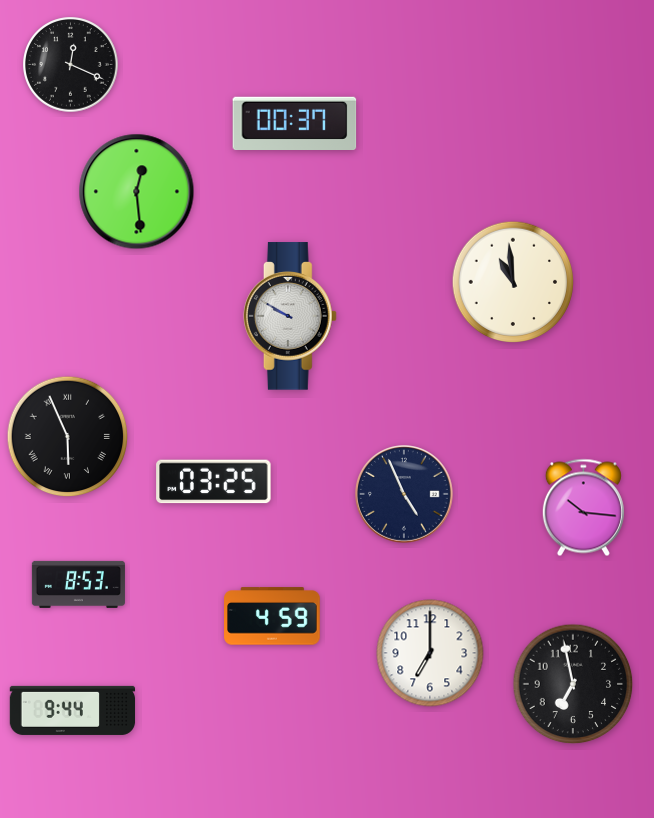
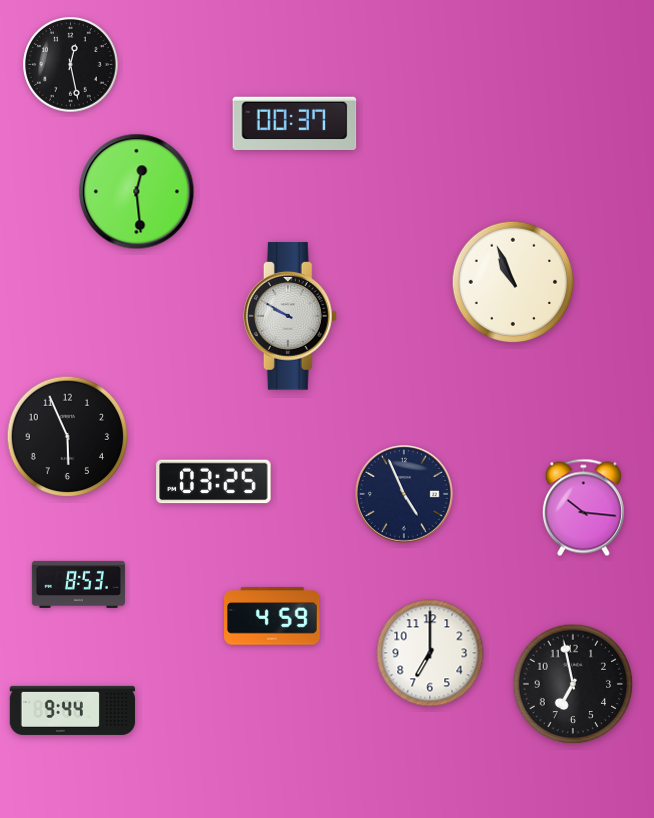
clock at (71, 65): 12:19 -> 12:28
clock at (513, 282): 10:59 -> 10:56
clock at (68, 437) numerals: Roman -> Arabic
